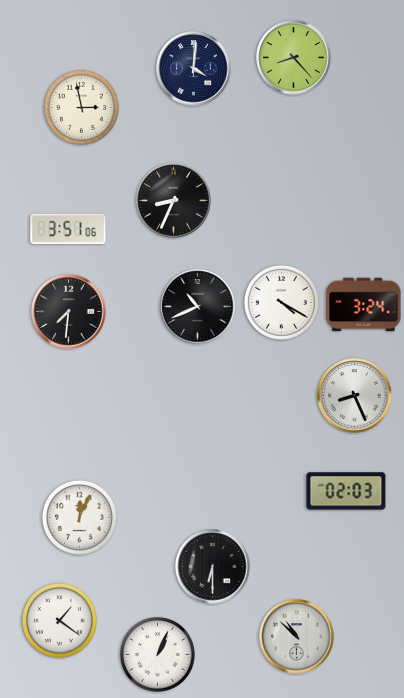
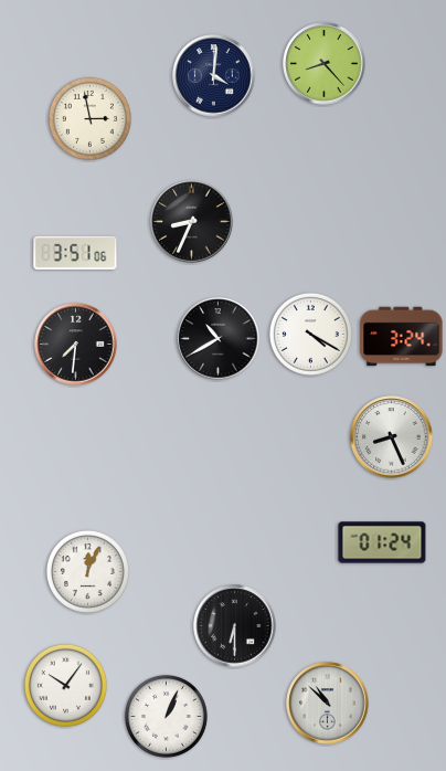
clock at (198, 307): 10:41 -> 10:40
clock at (346, 491): 02:03 -> 01:24
clock at (59, 620): 1:21 -> 10:06
clock at (157, 654) position: (157, 654) -> (166, 716)
